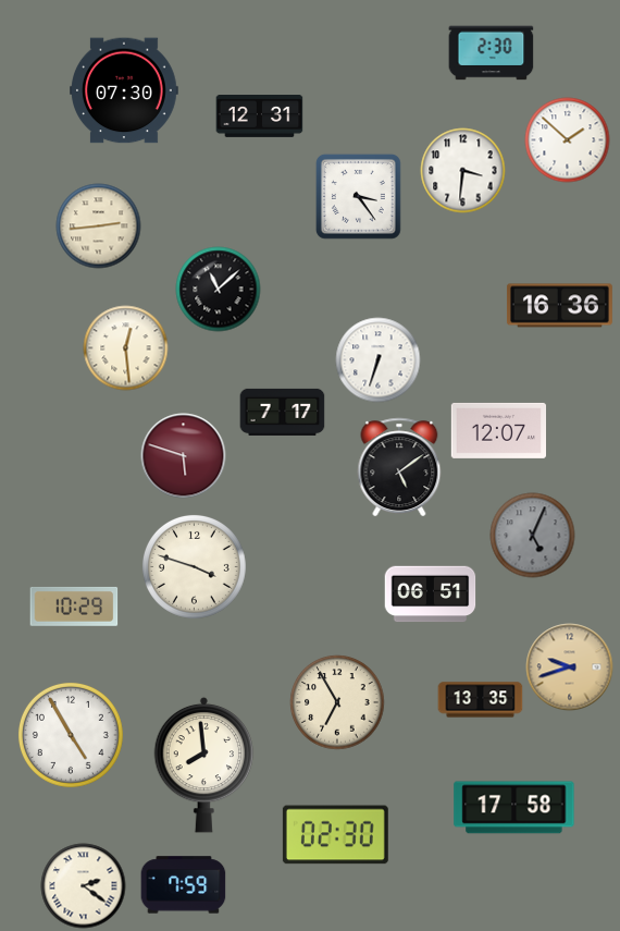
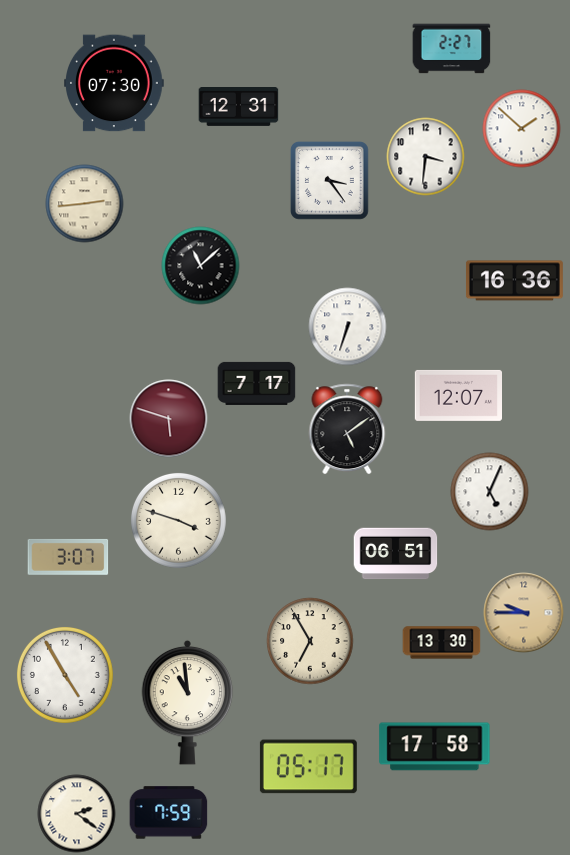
clock at (491, 53): 2:30 -> 2:27
clock at (98, 225) position: (98, 225) -> (84, 203)
clock at (125, 347): 12:29 -> none
clock at (377, 359) position: (377, 359) -> (347, 326)
clock at (282, 412) position: (282, 412) -> (256, 383)
clock at (399, 467) position: (399, 467) -> (347, 429)
clock at (532, 535) dial: grey -> white
clock at (430, 595) position: (430, 595) -> (395, 554)
clock at (74, 607): 10:29 -> 3:07
clock at (569, 666): 9:42 -> 9:45
clock at (480, 700): 13:35 -> 13:30
clock at (337, 702) position: (337, 702) -> (310, 641)
clock at (204, 764): 7:59 -> 10:59
clock at (514, 808) position: (514, 808) -> (435, 747)
clock at (335, 835): 02:30 -> 05:17
